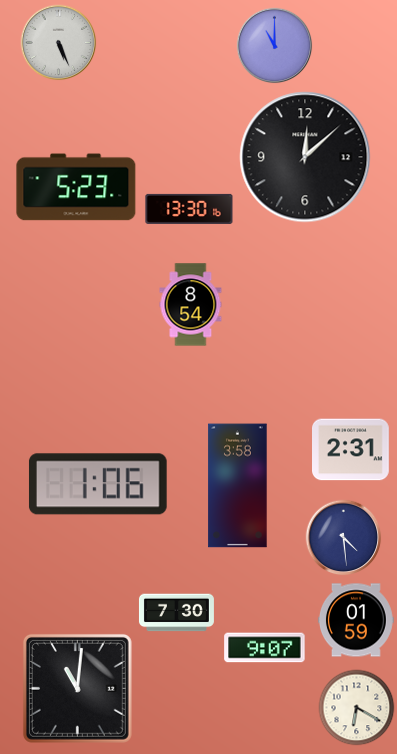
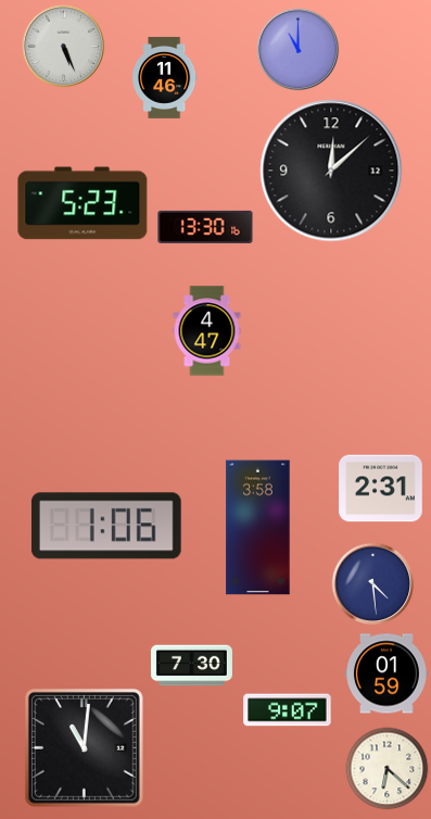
clock at (165, 77): none -> 11:46
clock at (191, 305): 8:54 -> 4:47
clock at (265, 648) position: (265, 648) -> (288, 710)
clock at (357, 708): 6:20 -> 6:22
